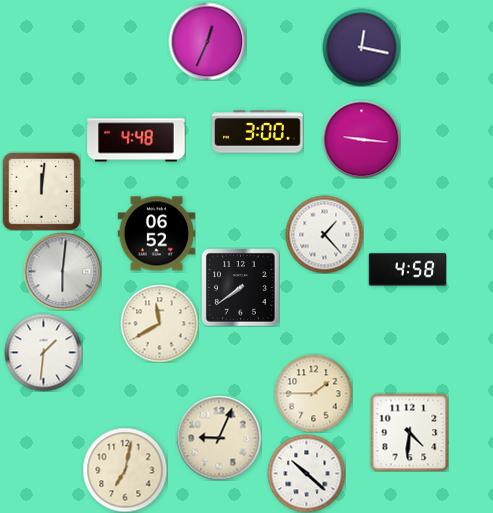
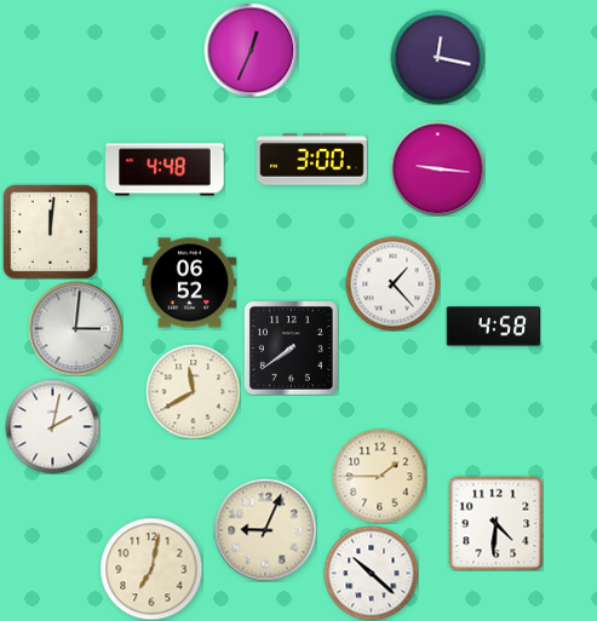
clock at (62, 271): 6:01 -> 3:01
clock at (43, 352): 1:31 -> 2:02
